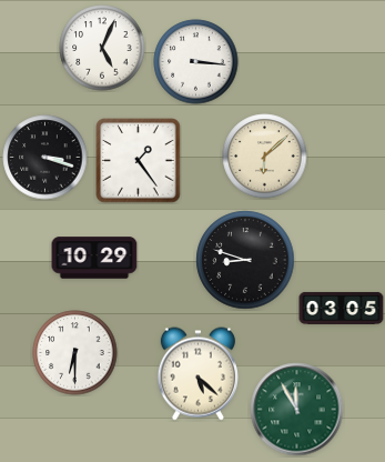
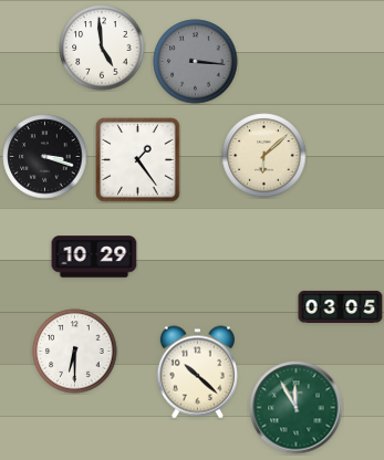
clock at (102, 48): 5:04 -> 4:59
clock at (196, 62) dial: white -> grey
clock at (245, 260): 8:48 -> none
clock at (197, 374): 5:22 -> 10:22
